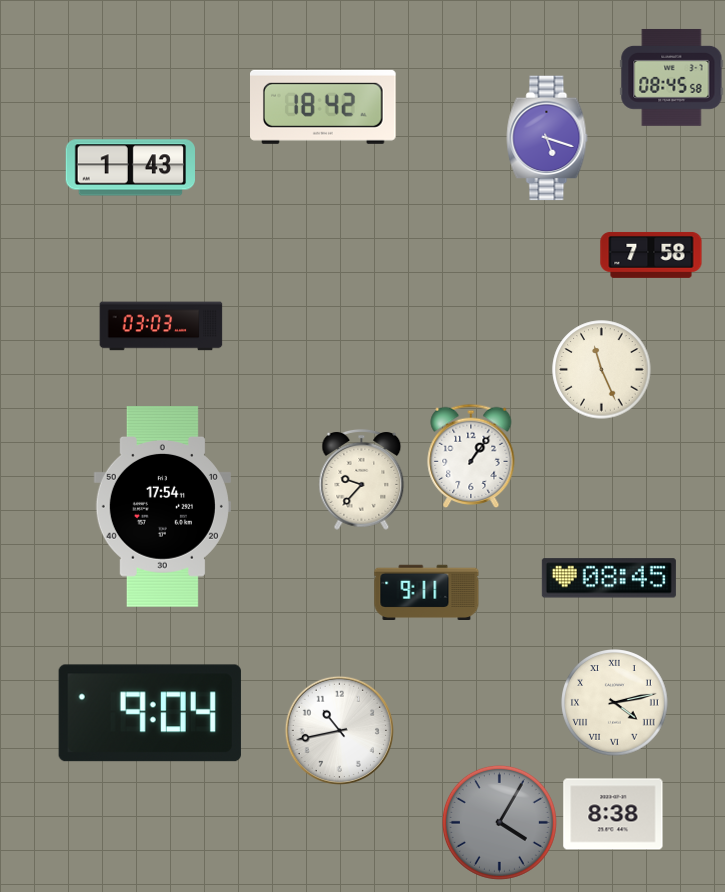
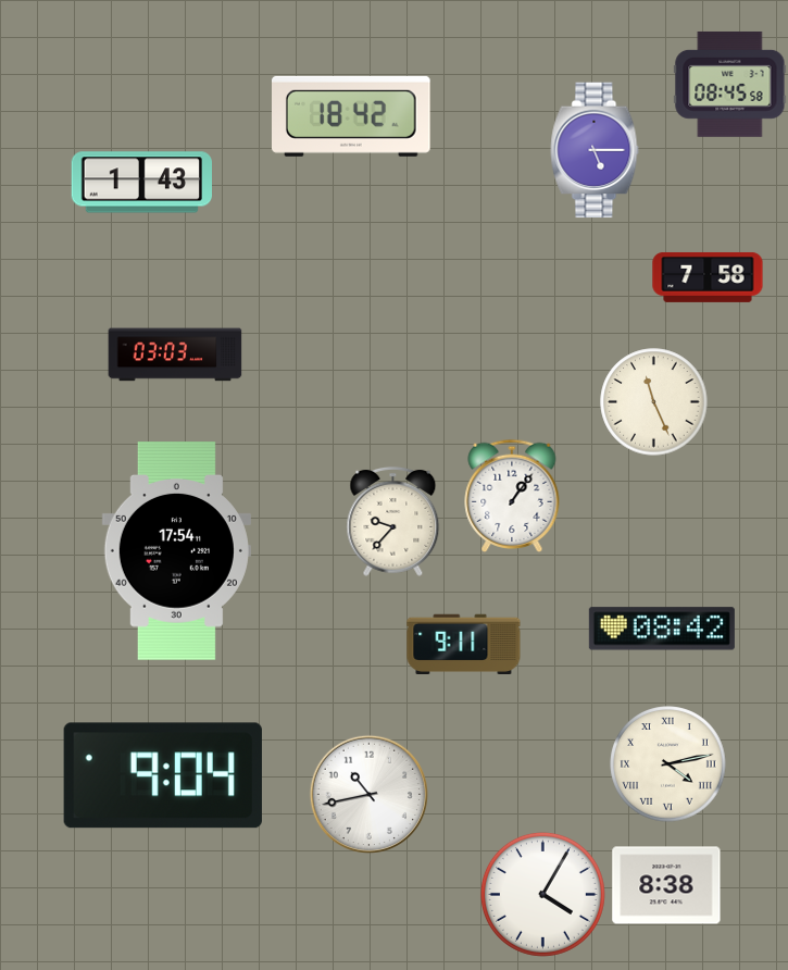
clock at (547, 138): 5:18 -> 5:15
clock at (609, 578): 08:45 -> 08:42
clock at (499, 822) dial: grey -> white
